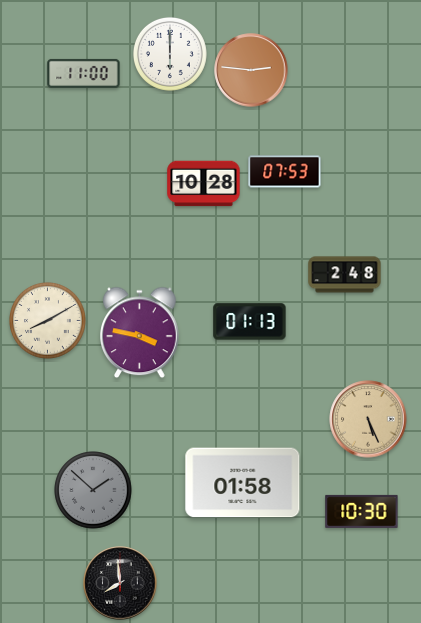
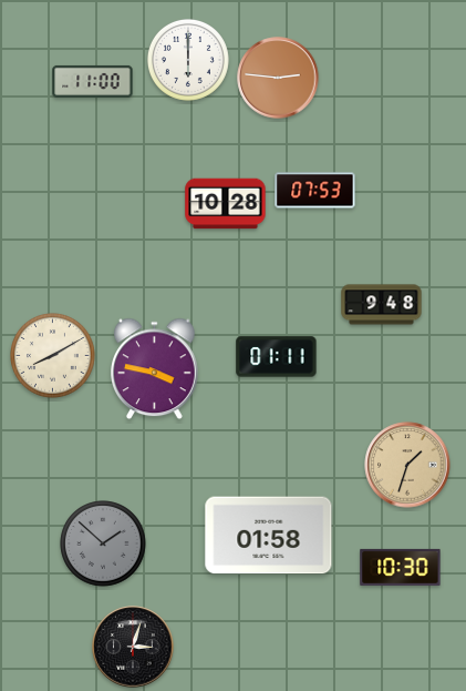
clock at (345, 275): 2:48 -> 9:48
clock at (250, 322): 01:13 -> 01:11
clock at (368, 419): 5:26 -> 1:33
clock at (120, 583): 7:59 -> 3:03
